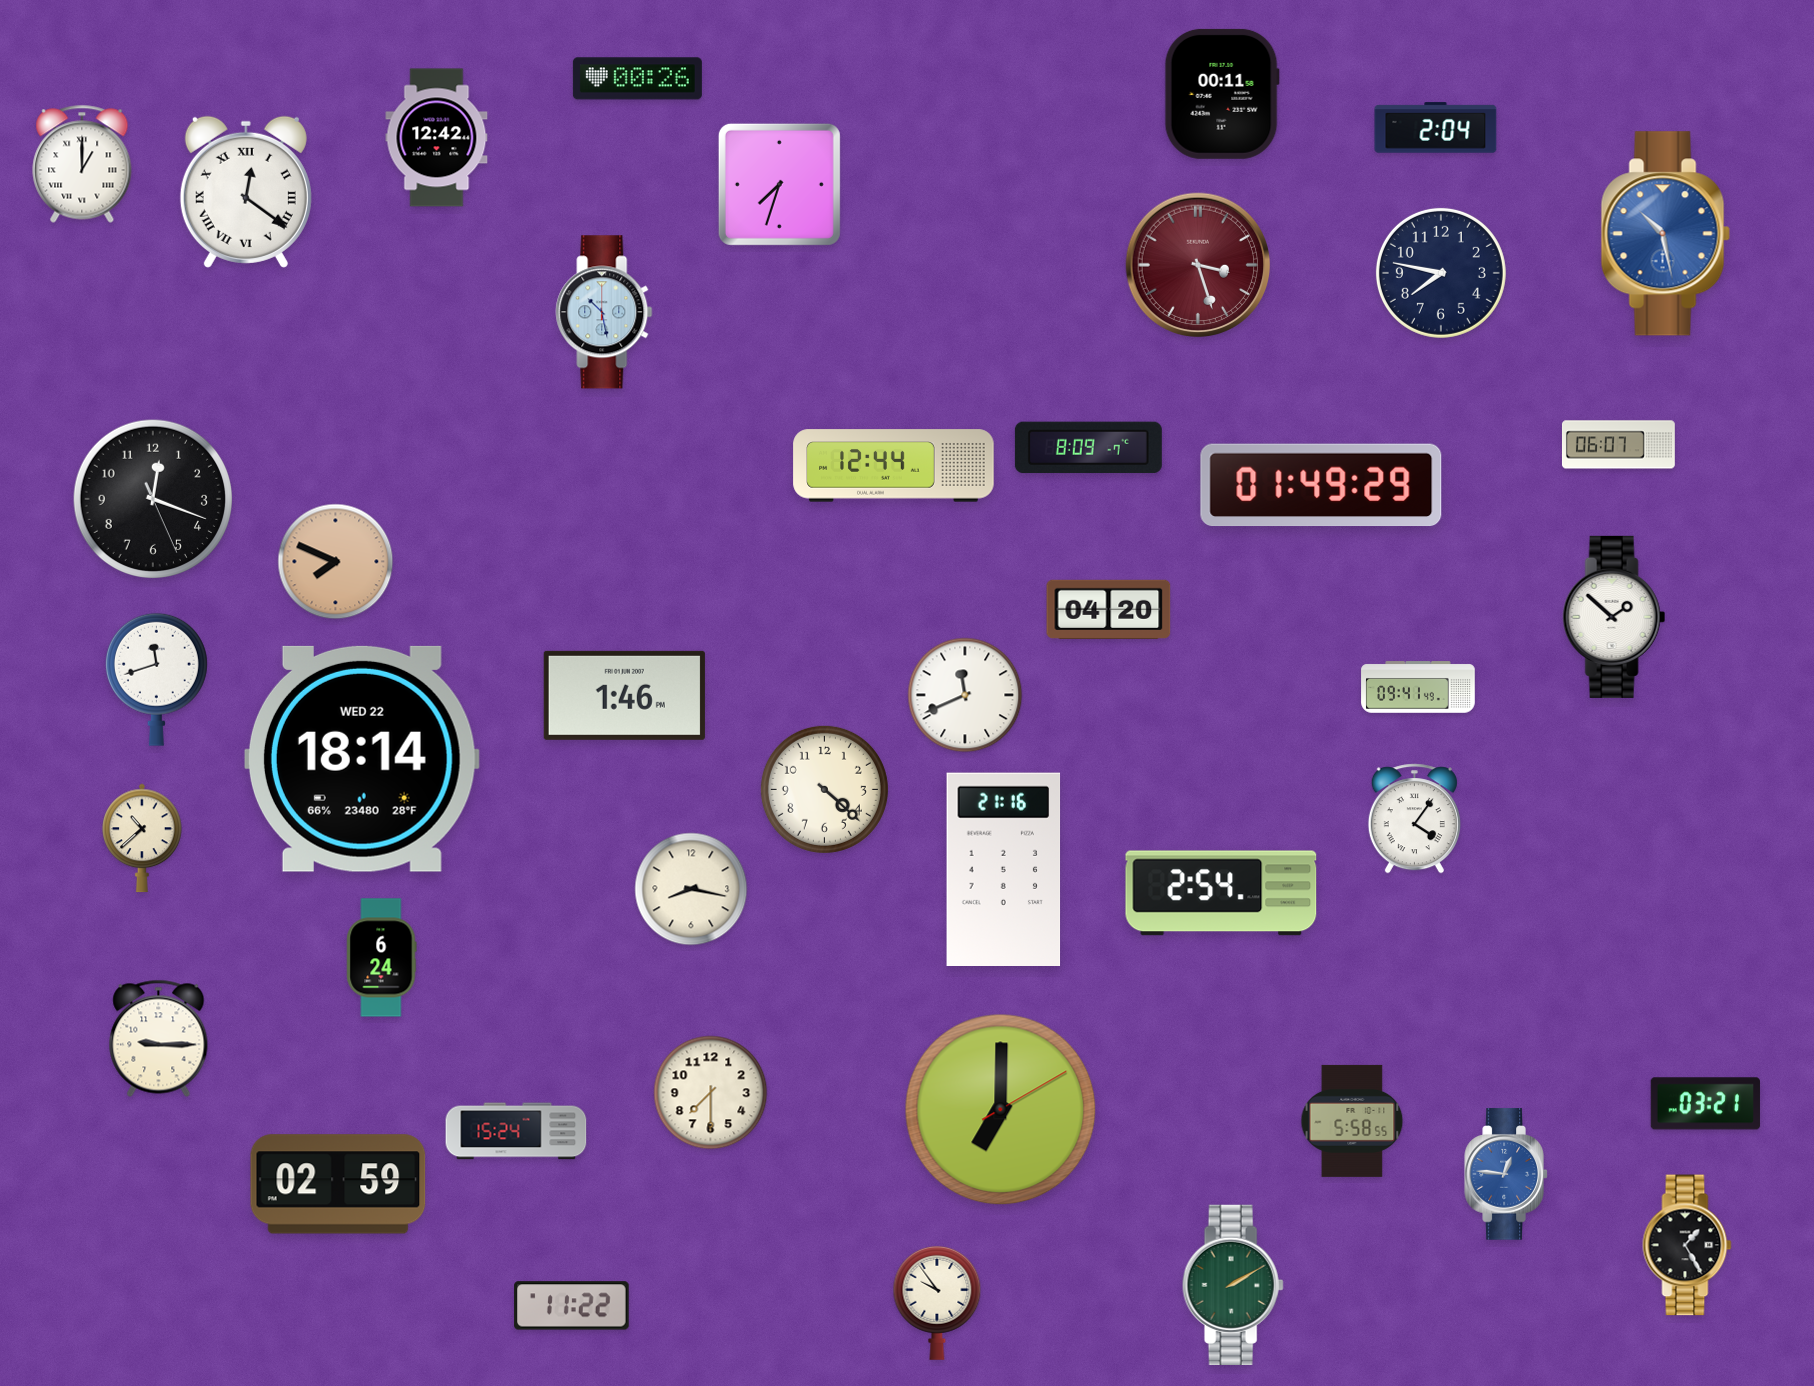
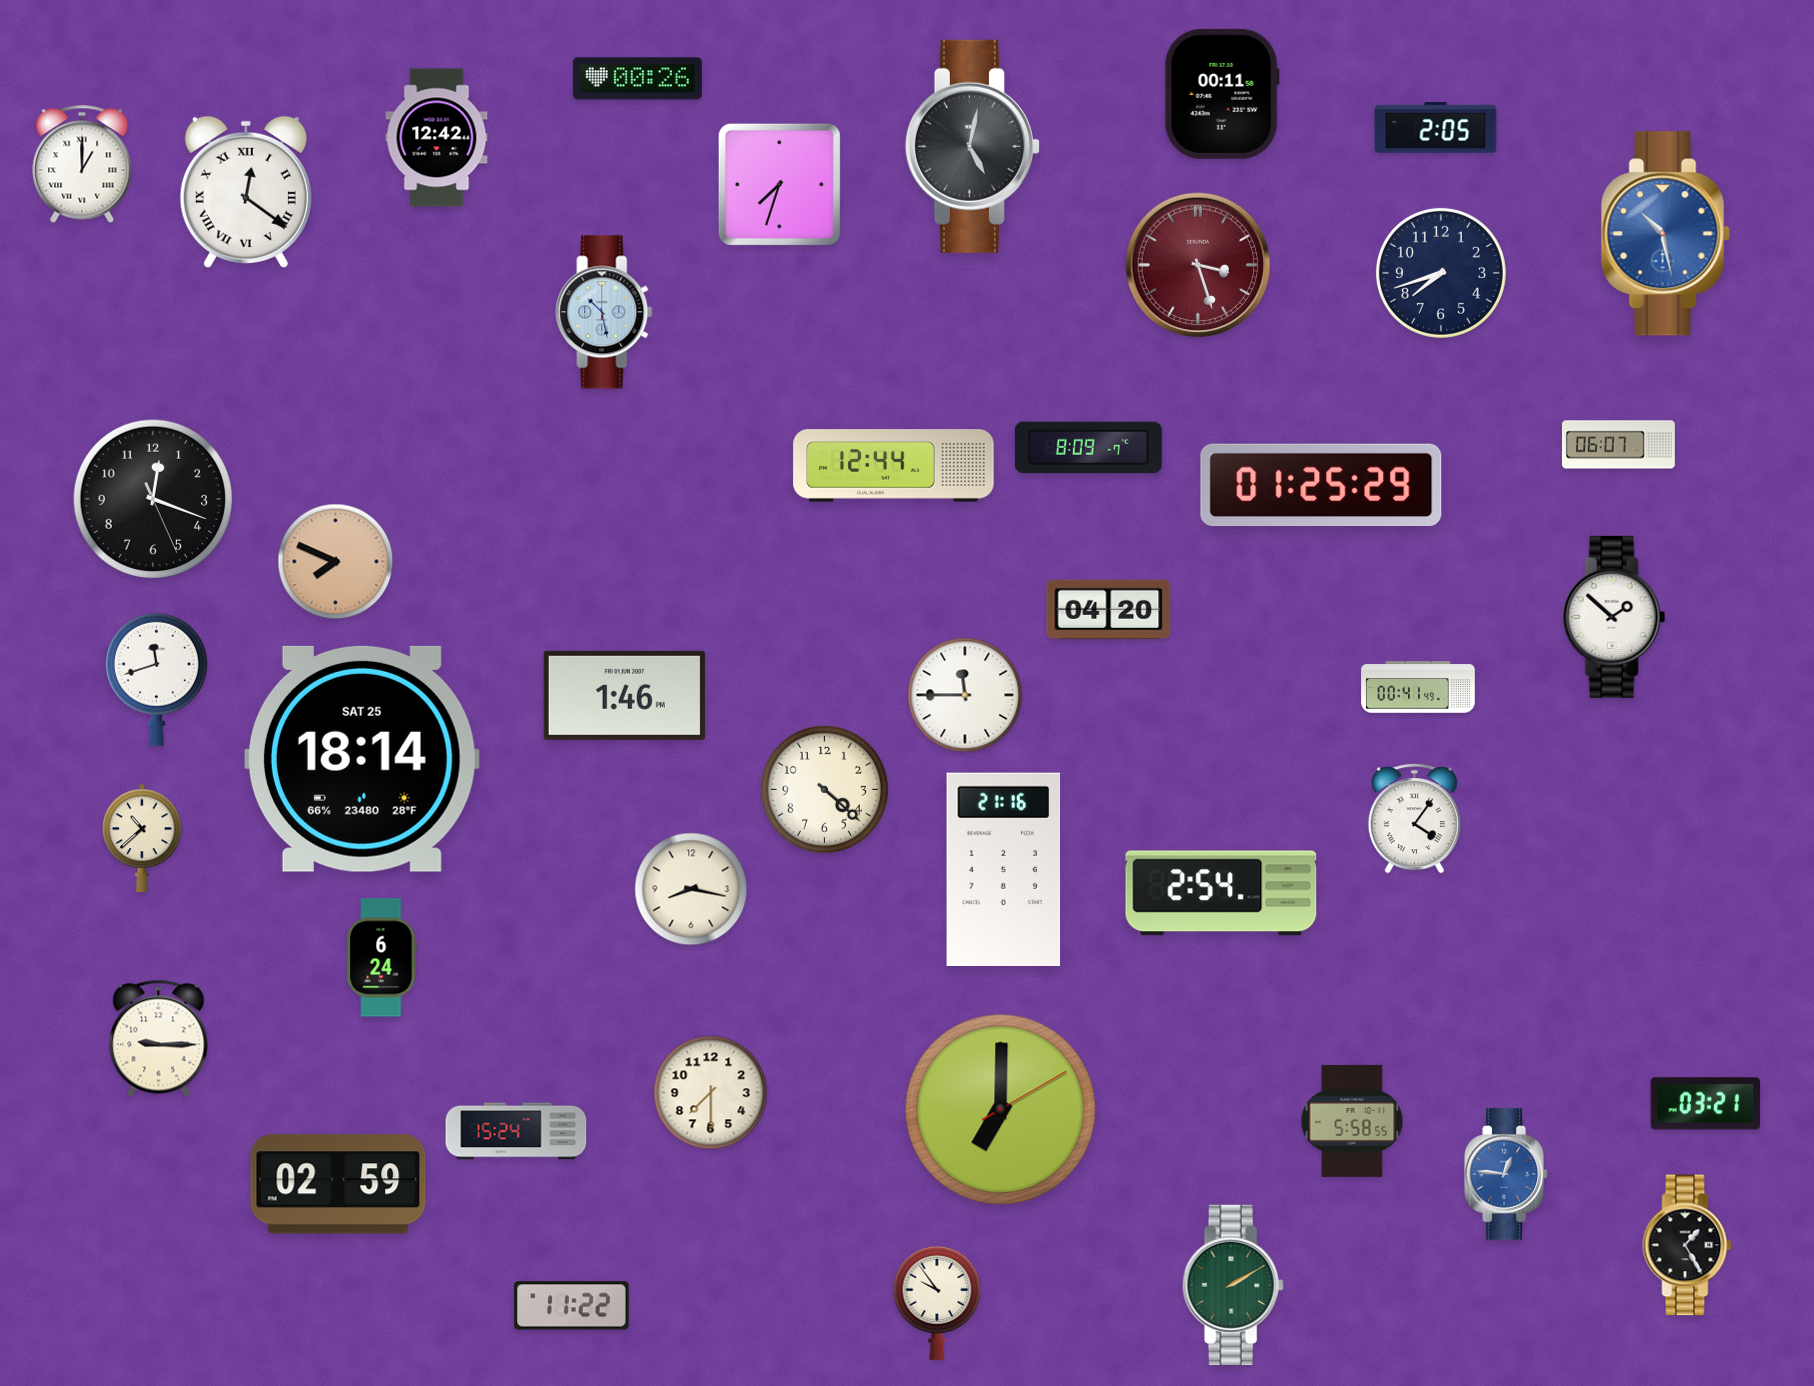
clock at (1436, 128): 2:04 -> 2:05
clock at (972, 146): none -> 5:02
clock at (1441, 273): 7:47 -> 7:42
clock at (1321, 485): 01:49 -> 01:25
clock at (1418, 687): 09:41 -> 00:41
clock at (965, 695): 11:41 -> 11:45
clock at (362, 759) date: WED 22 -> SAT 25
